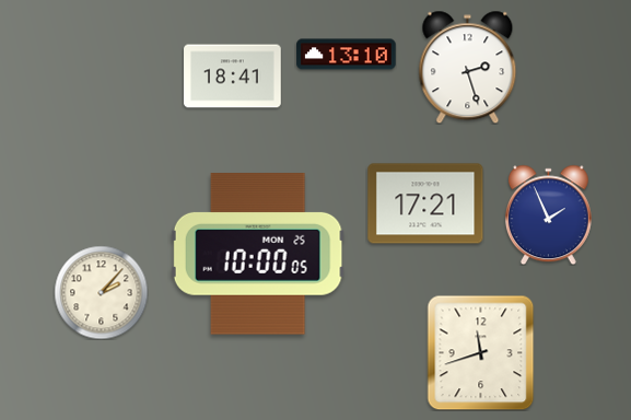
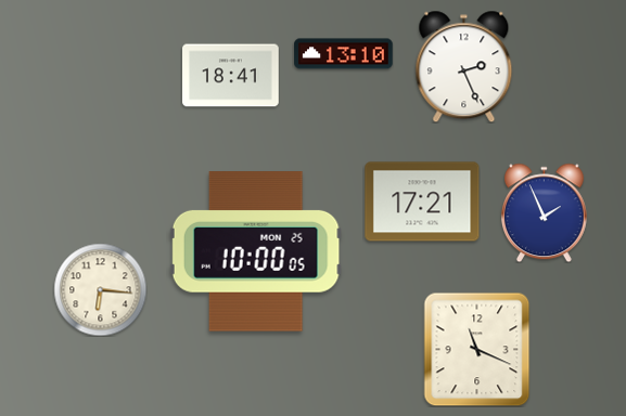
clock at (468, 67): 2:27 -> 2:26
clock at (101, 292): 2:07 -> 6:16
clock at (481, 352): 11:42 -> 11:19
